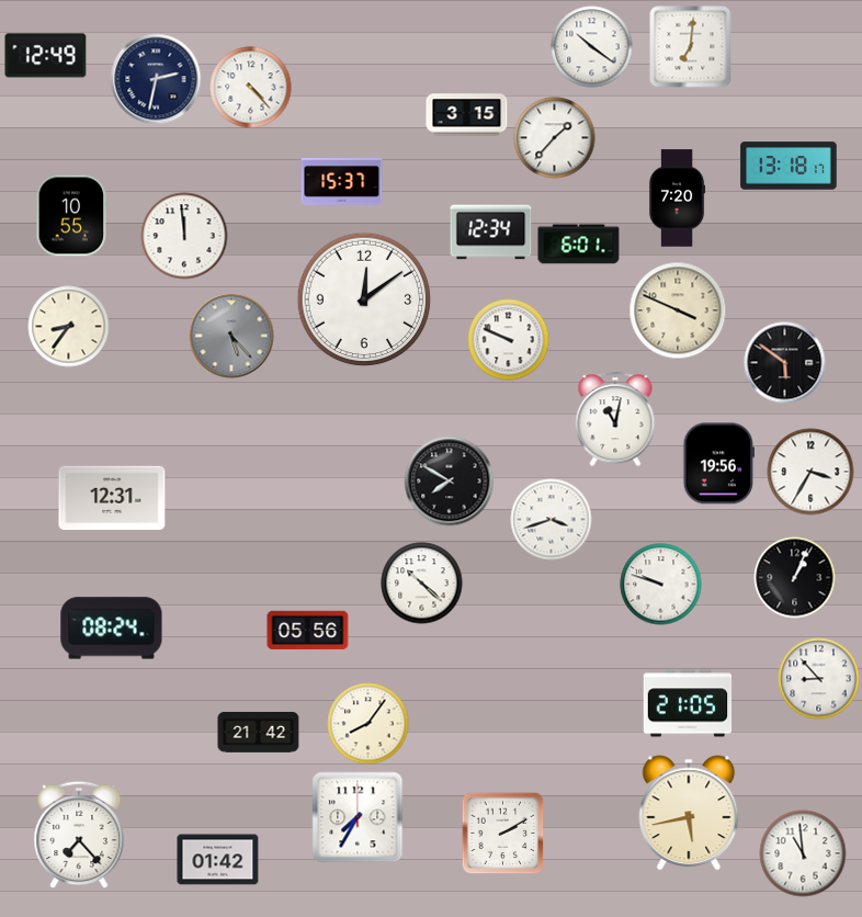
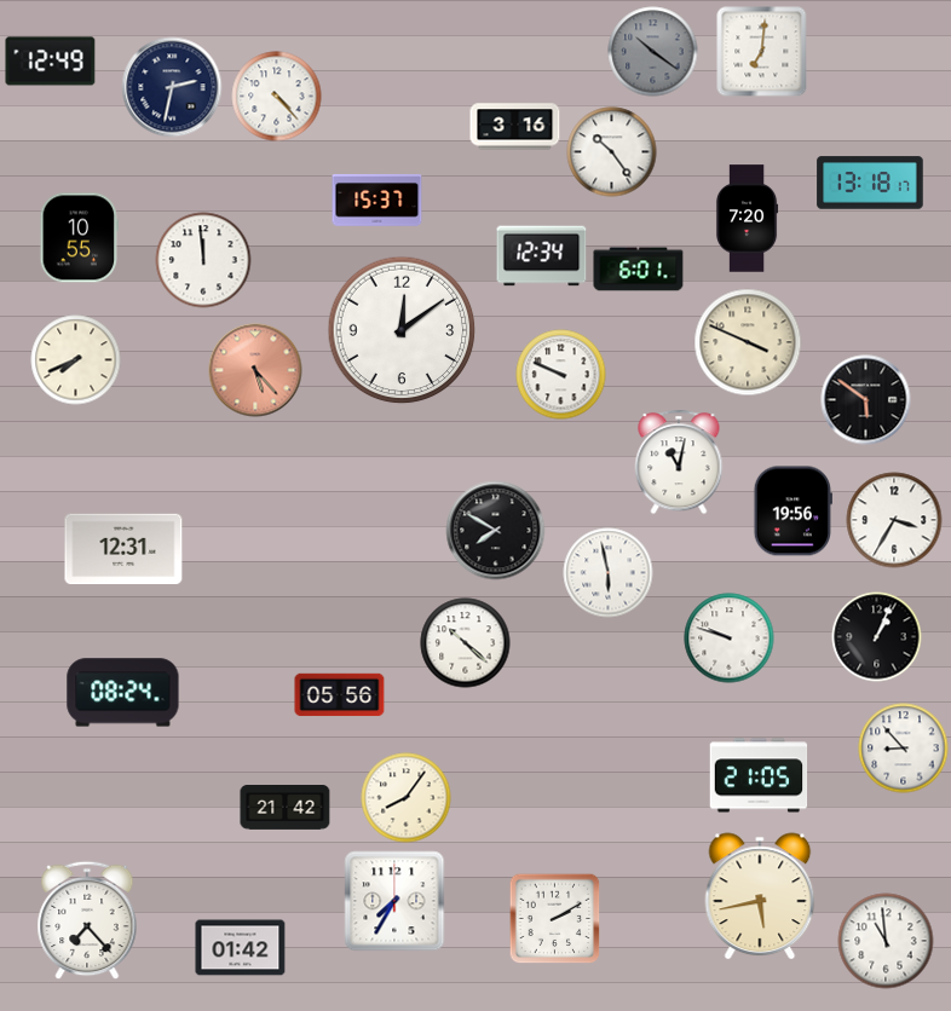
clock at (592, 47) dial: white -> grey
clock at (467, 115): 3:15 -> 3:16
clock at (555, 138): 1:37 -> 10:24
clock at (69, 327): 8:36 -> 7:41
clock at (231, 336) dial: grey -> salmon
clock at (552, 520): 3:42 -> 5:58
clock at (661, 585) position: (661, 585) -> (730, 639)
